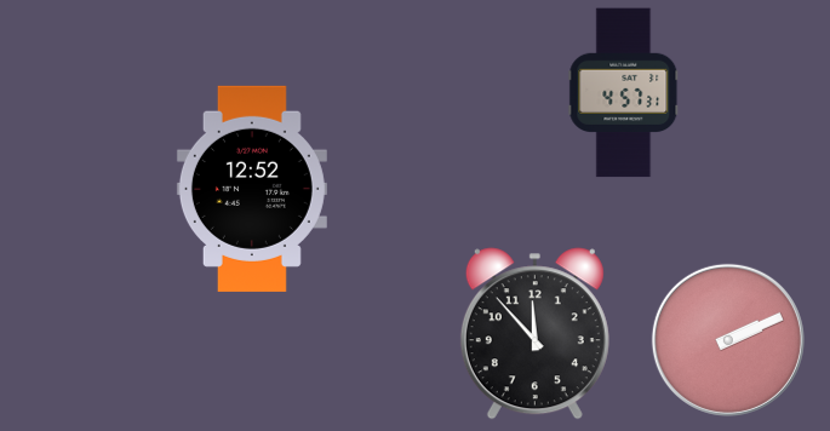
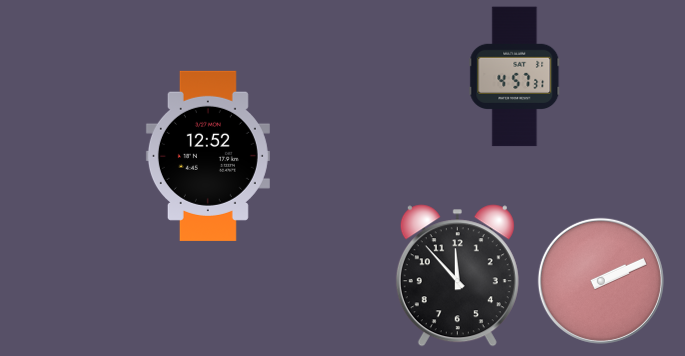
clock at (534, 334) position: (534, 334) -> (457, 276)
